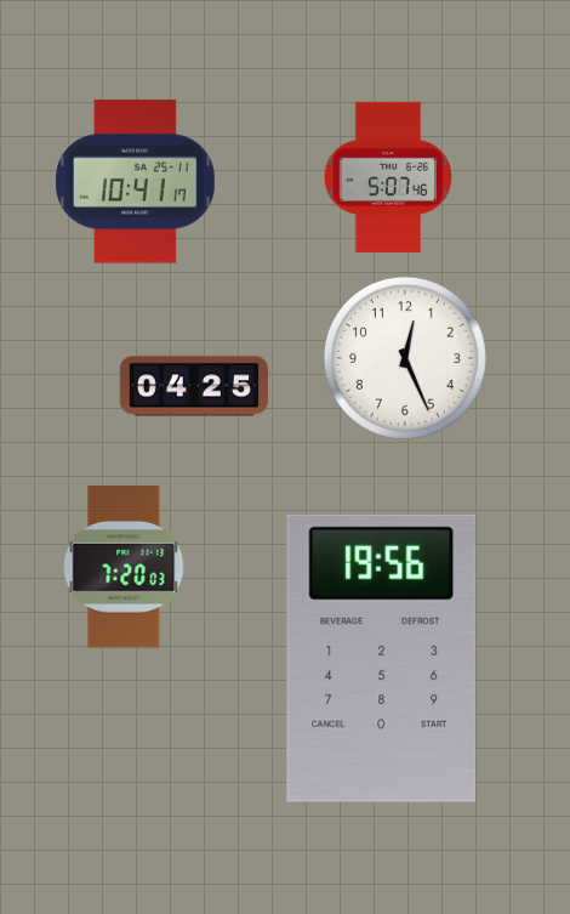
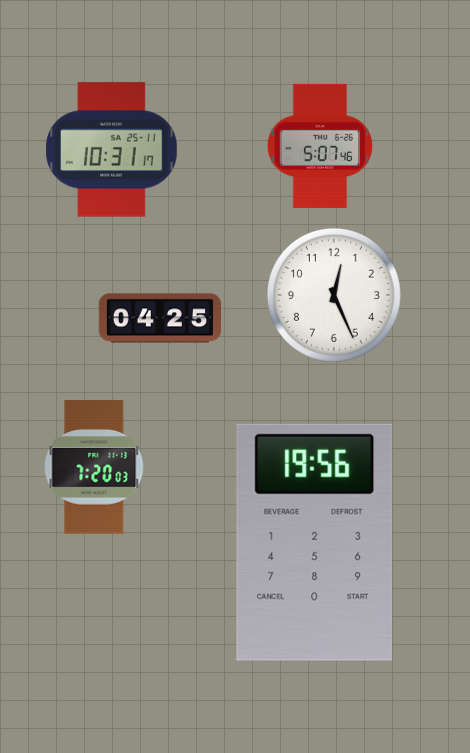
clock at (136, 182): 10:41 -> 10:31
clock at (124, 567) position: (124, 567) -> (94, 467)
